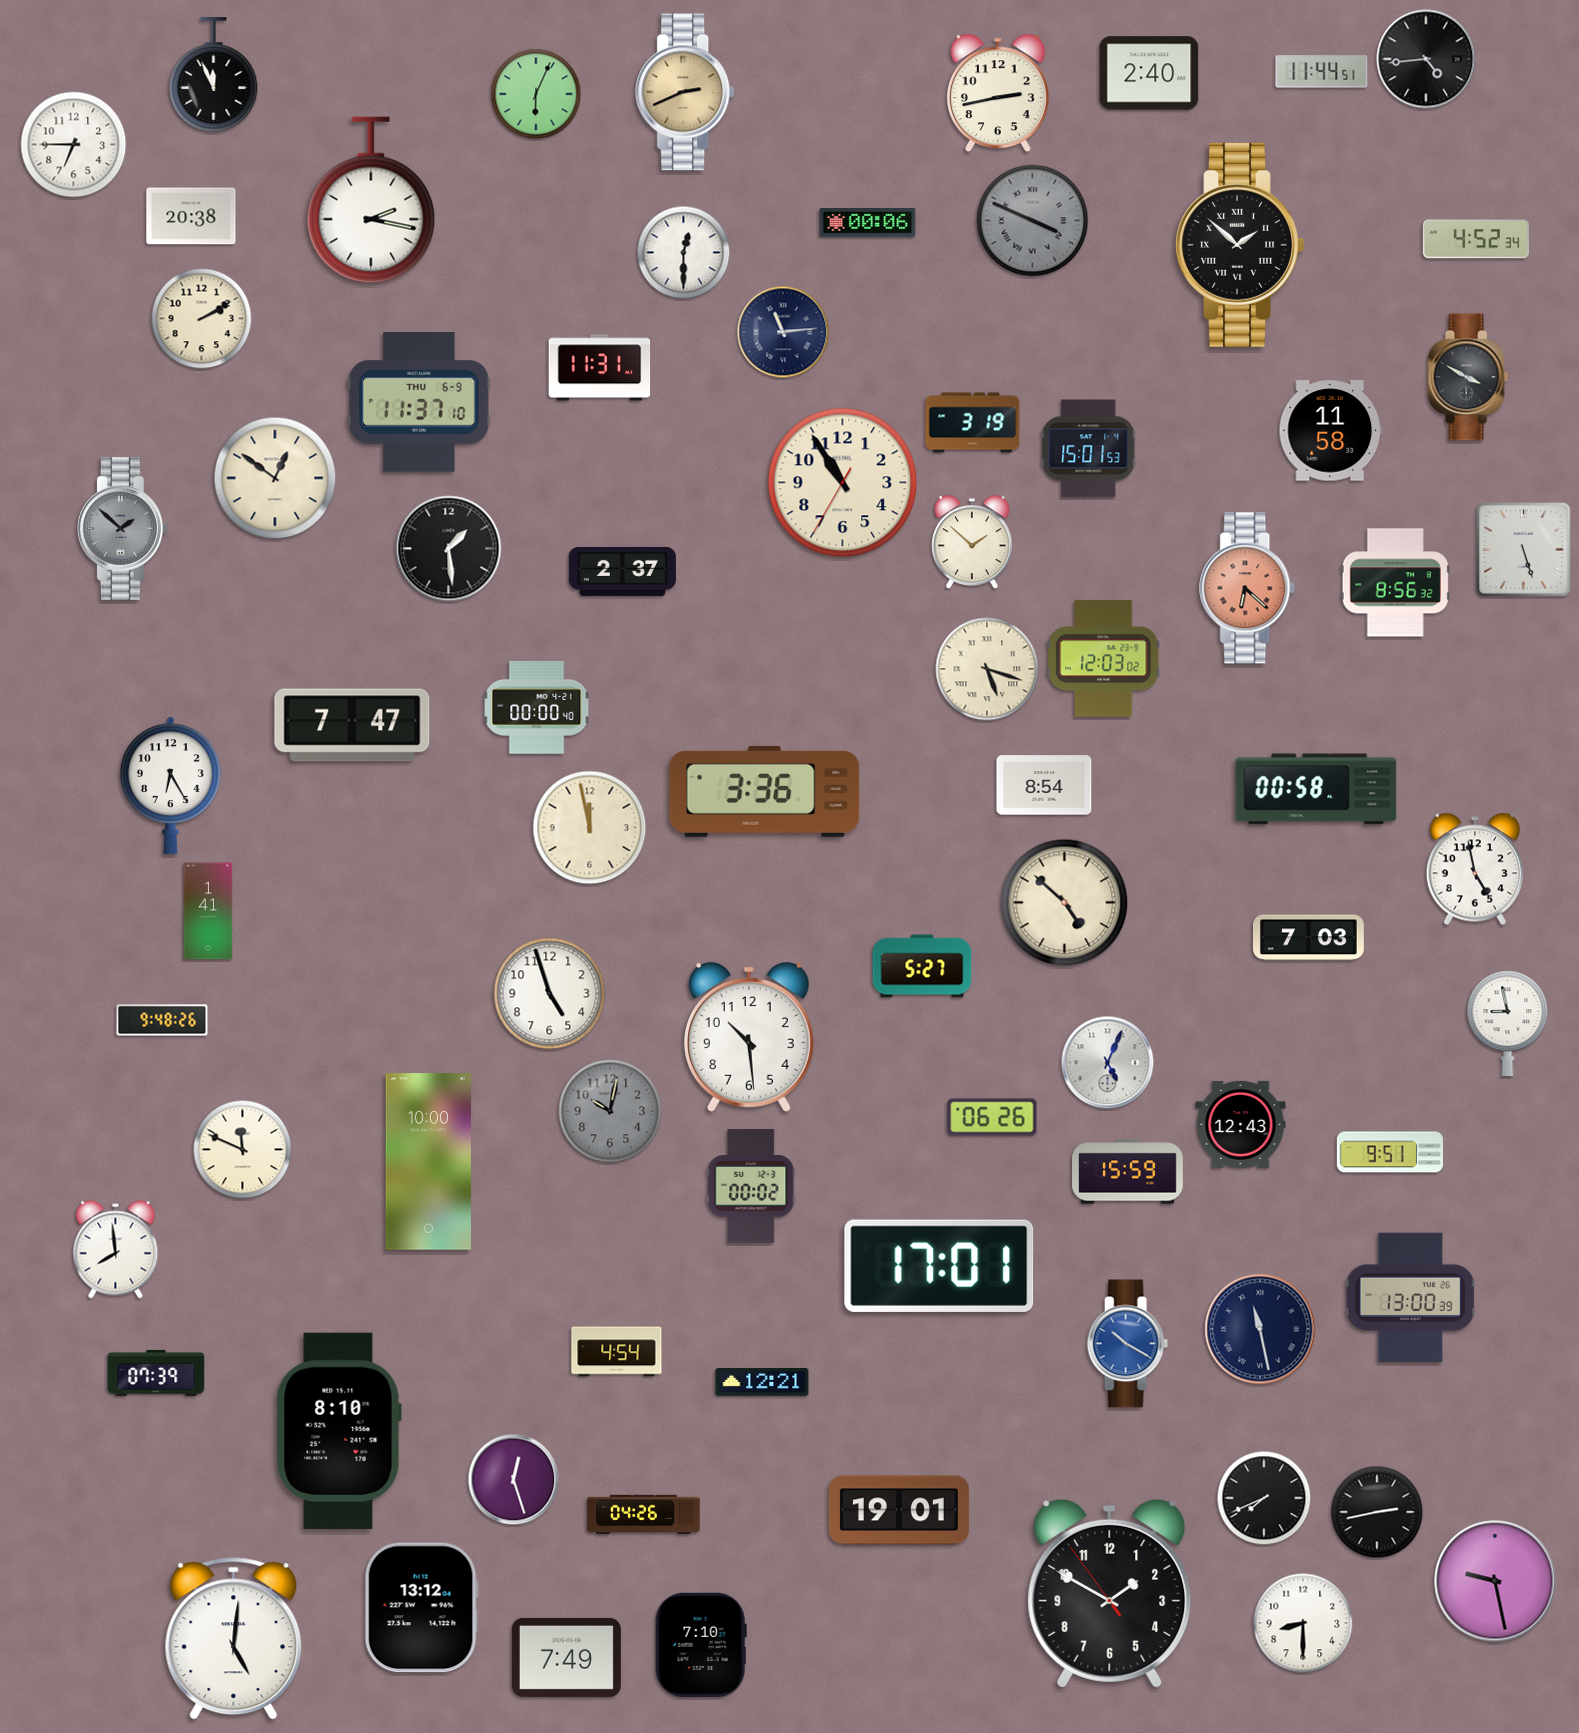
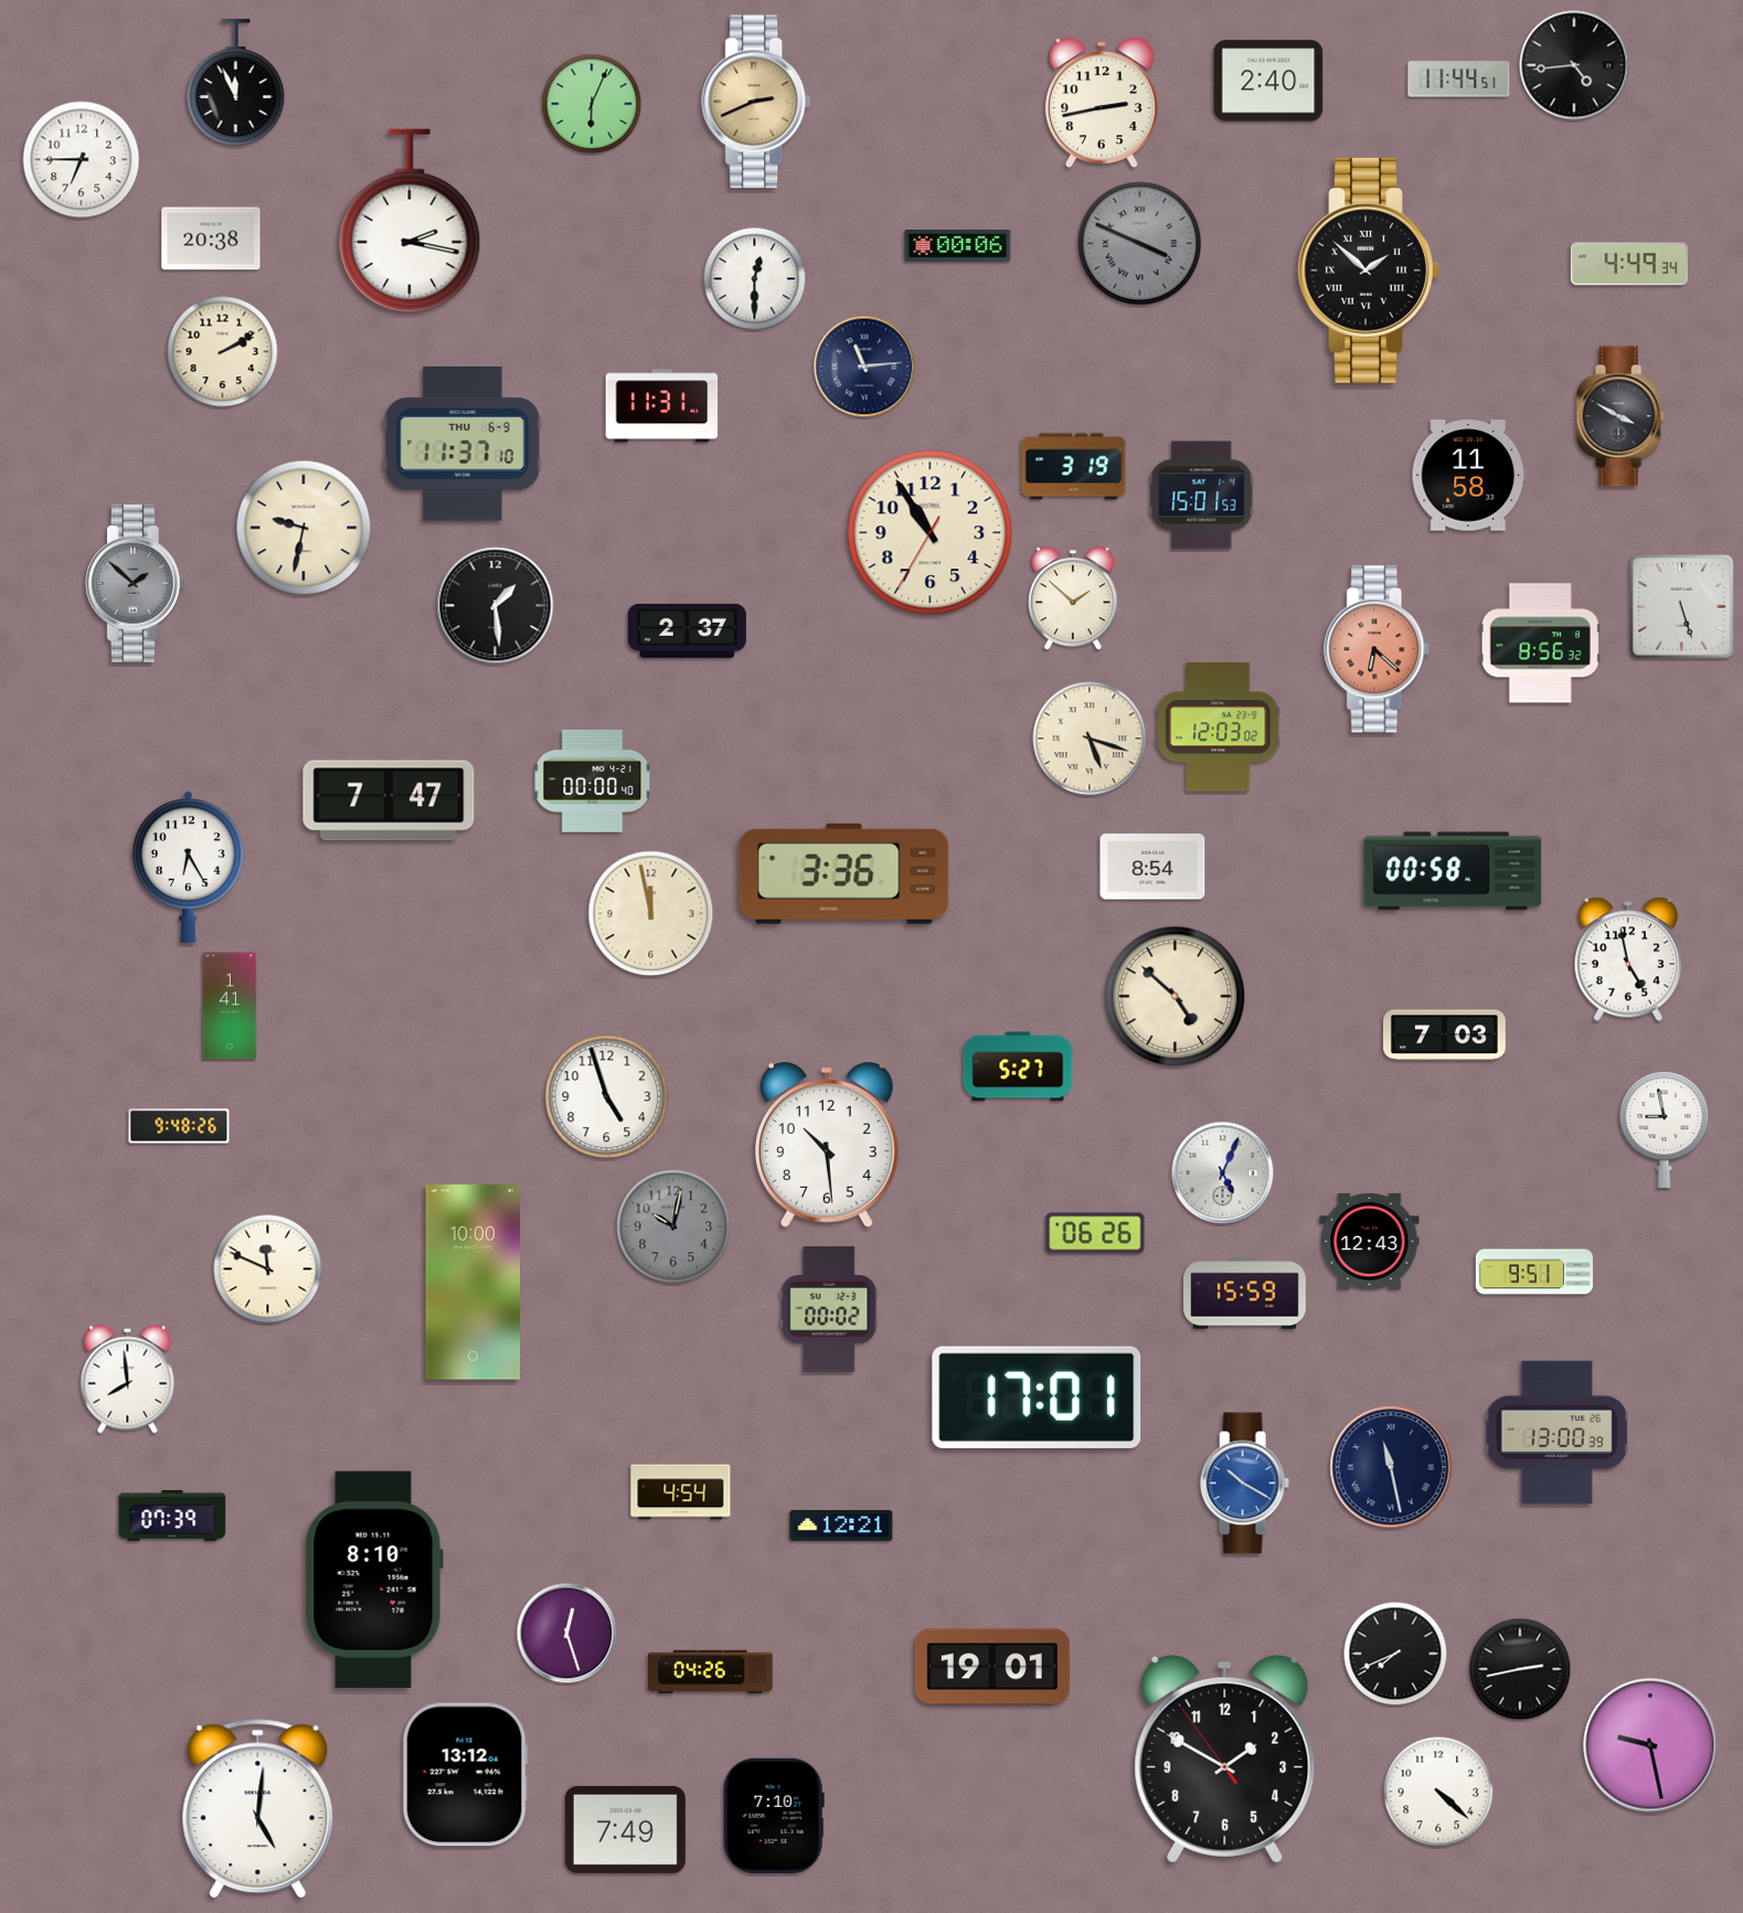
clock at (1476, 239): 4:52 -> 4:49
clock at (275, 478): 12:51 -> 9:32
clock at (1303, 1623): 8:30 -> 4:22
